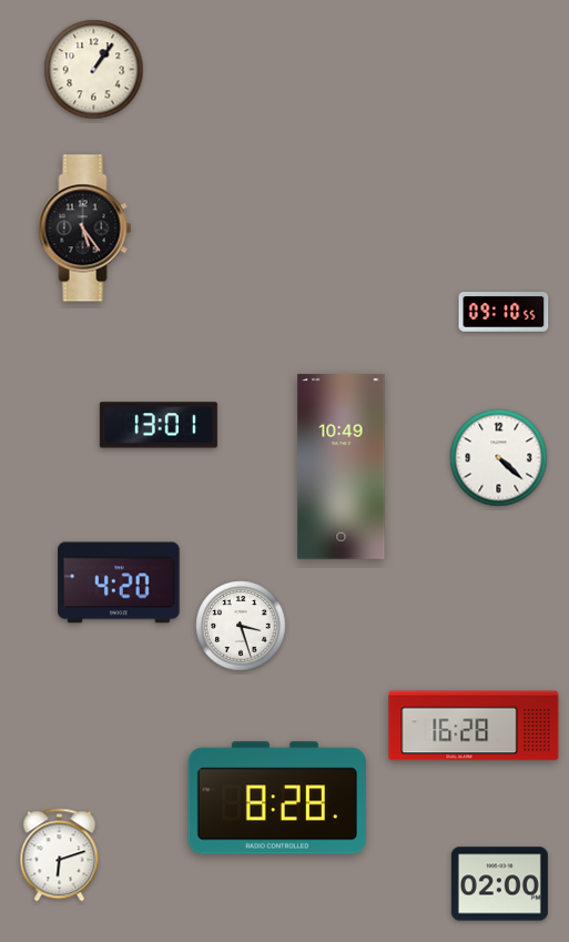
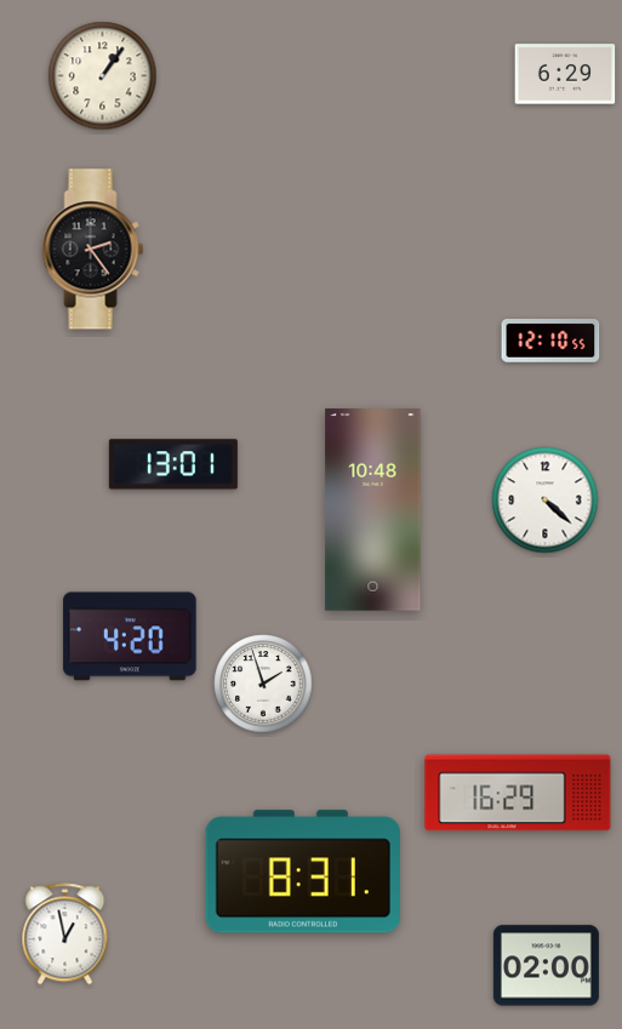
clock at (565, 74): none -> 6:29
clock at (85, 229): 5:24 -> 2:24
clock at (504, 313): 09:10 -> 12:10
clock at (342, 467): 10:49 -> 10:48
clock at (241, 626): 3:27 -> 1:57
clock at (474, 726): 16:28 -> 16:29
clock at (276, 798): 8:28 -> 8:31
clock at (60, 855): 6:12 -> 12:58
